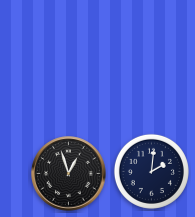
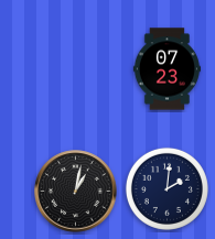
clock at (166, 69): none -> 07:23
clock at (69, 174): 12:57 -> 1:02
